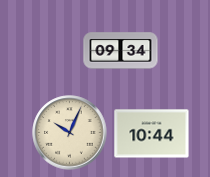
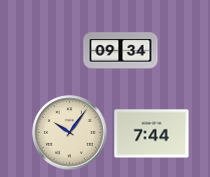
clock at (70, 133): 10:04 -> 10:06
clock at (152, 134): 10:44 -> 7:44
